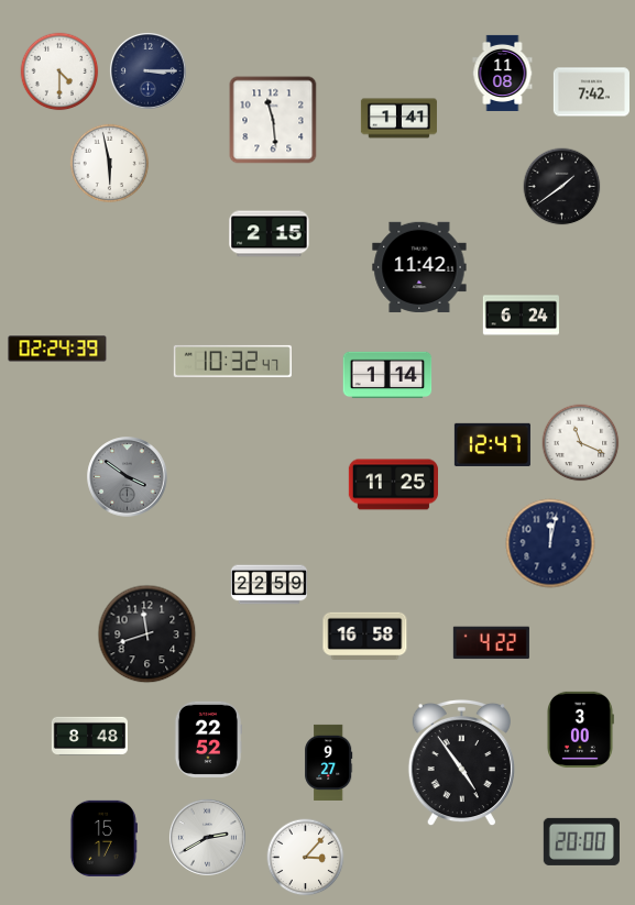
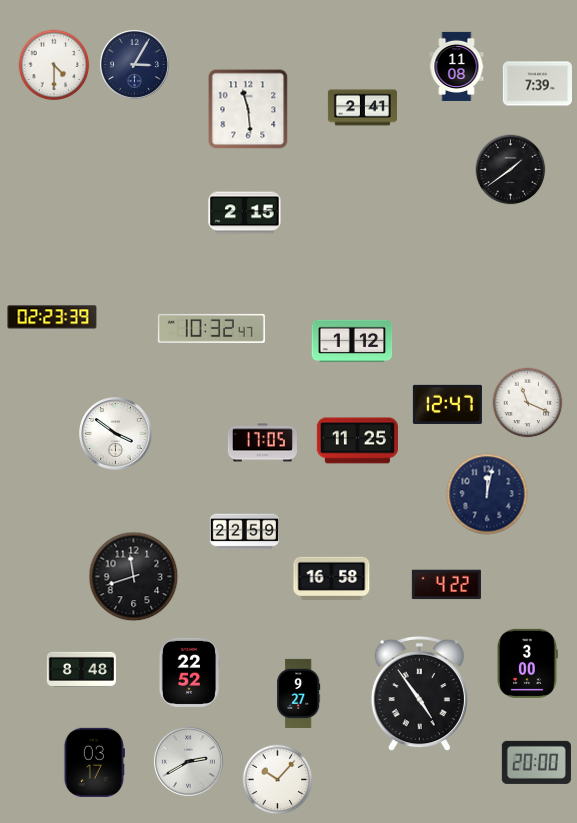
clock at (147, 70): 3:15 -> 3:05
clock at (591, 92): 7:42 -> 7:39
clock at (398, 119): 1:41 -> 2:41
clock at (110, 164): 5:58 -> none
clock at (419, 267): 11:42 -> none
clock at (521, 316): 6:24 -> none
clock at (57, 349): 02:24 -> 02:23
clock at (387, 374): 1:14 -> 1:12
clock at (128, 477) dial: grey -> white
clock at (262, 443): none -> 17:05
clock at (550, 543) position: (550, 543) -> (487, 494)
clock at (103, 838): 15:17 -> 03:17
clock at (581, 841) position: (581, 841) -> (536, 762)
clock at (306, 858): 3:07 -> 10:07
